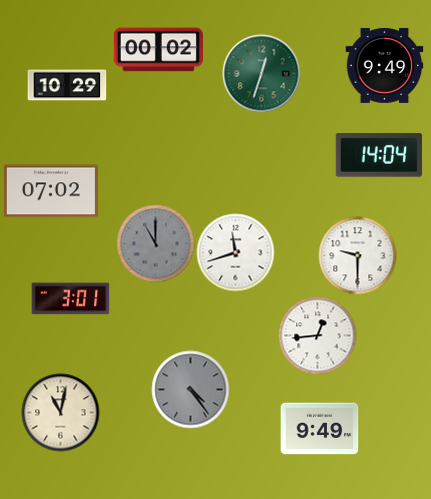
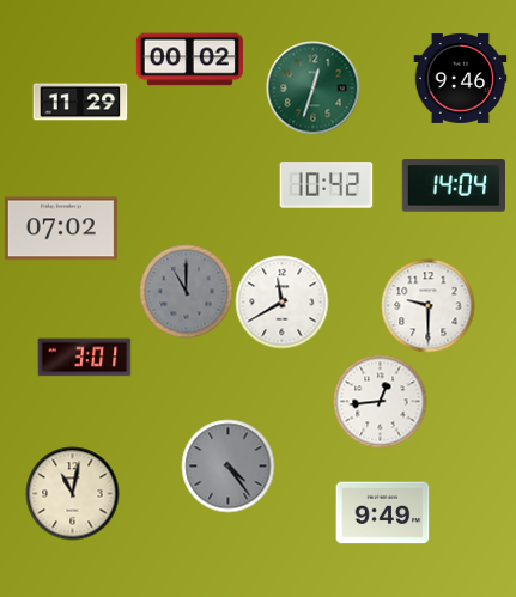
clock at (384, 65): 9:49 -> 9:46
clock at (67, 85): 10:29 -> 11:29
clock at (326, 185): none -> 10:42
clock at (235, 252): 11:42 -> 11:40
